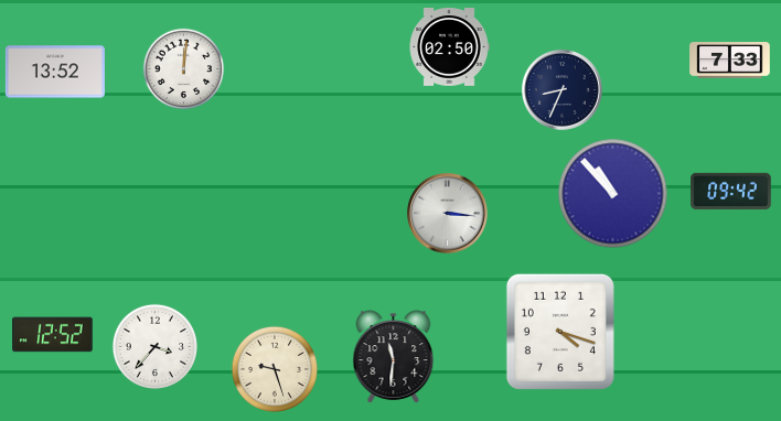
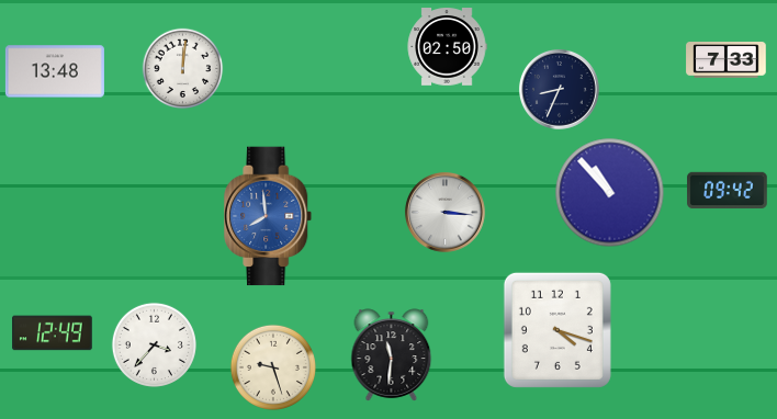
clock at (55, 72): 13:52 -> 13:48
clock at (269, 216): none -> 7:59
clock at (53, 335): 12:52 -> 12:49
